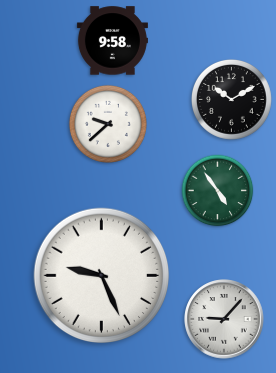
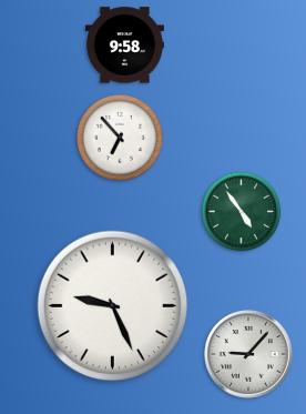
clock at (231, 99): 10:10 -> none
clock at (108, 124): 9:38 -> 6:53
